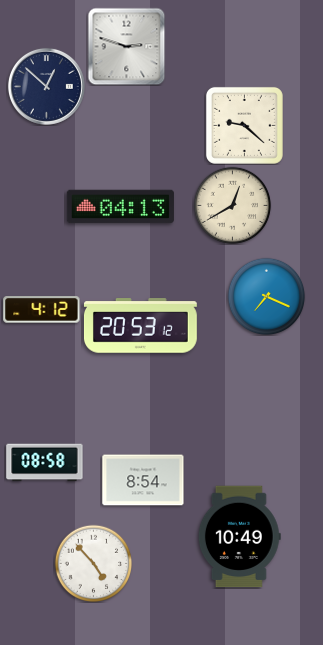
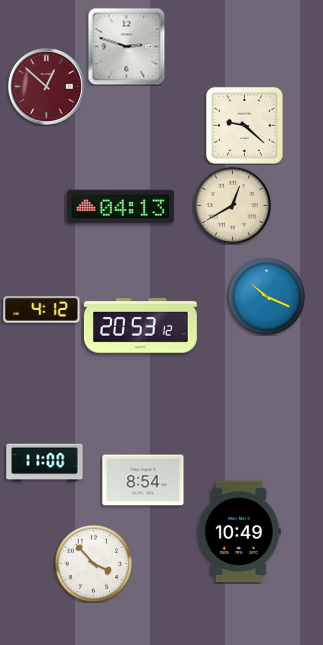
clock at (46, 86) dial: navy -> burgundy
clock at (266, 296): 7:19 -> 10:19
clock at (45, 463): 08:58 -> 11:00
clock at (239, 537) position: (239, 537) -> (239, 532)
clock at (93, 563): 4:53 -> 3:53
